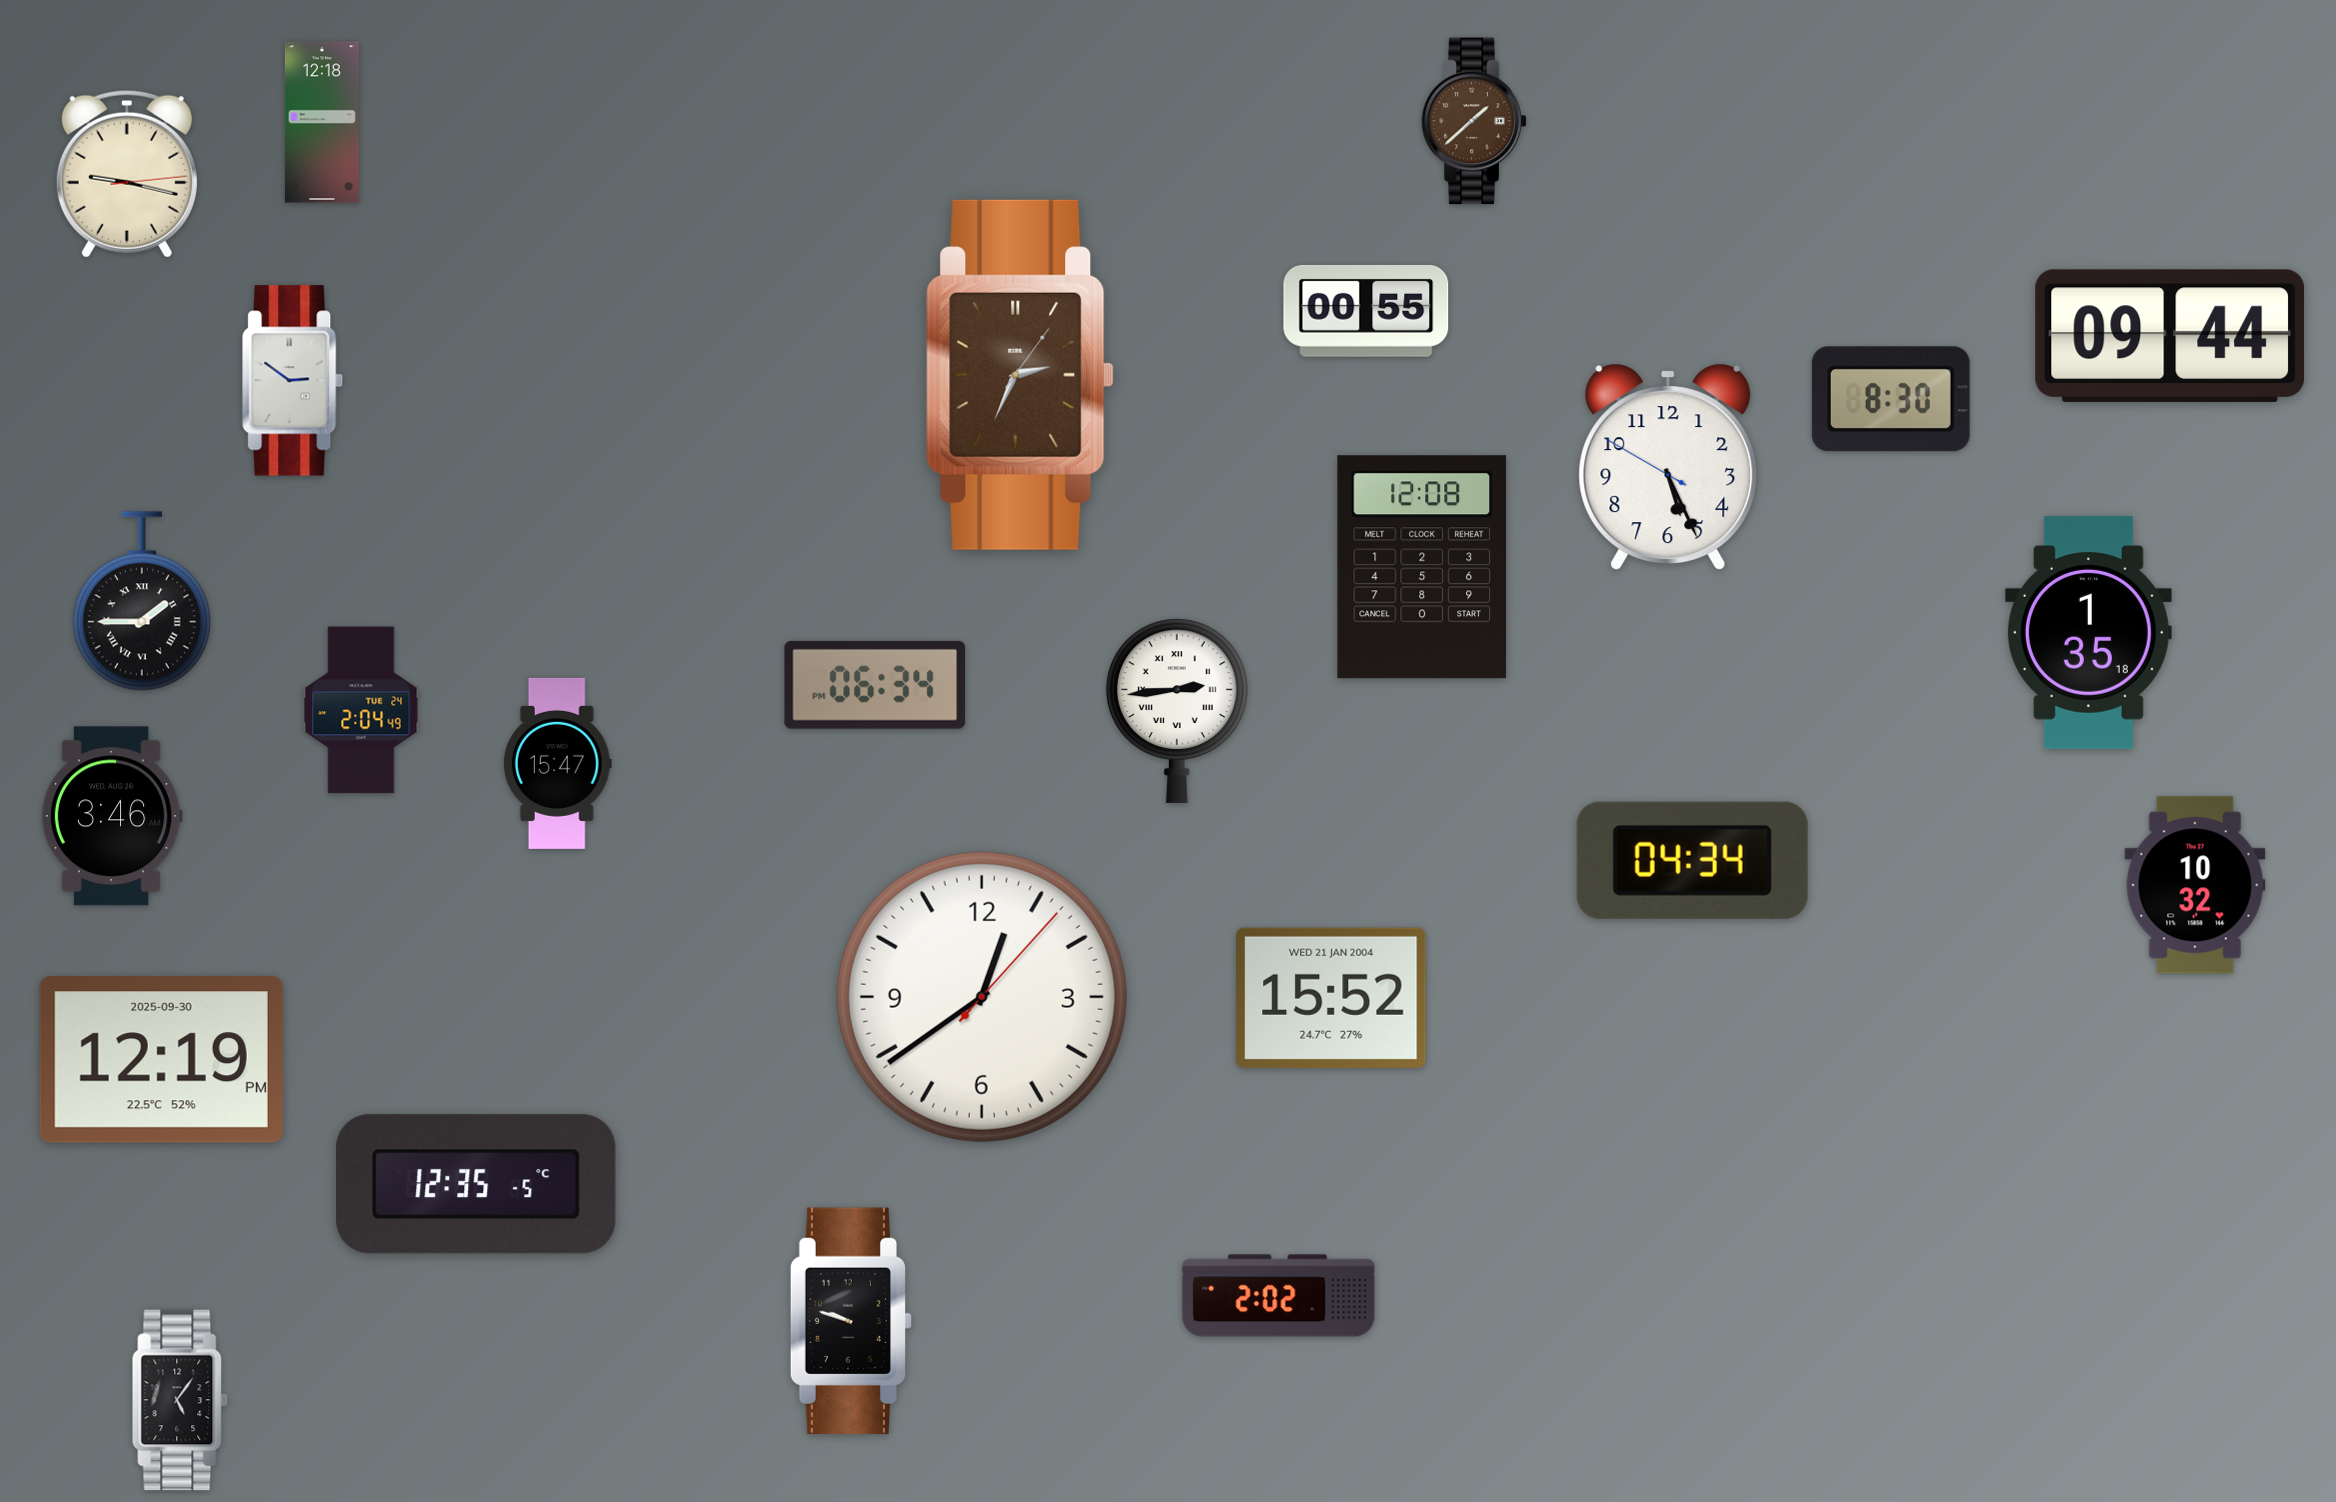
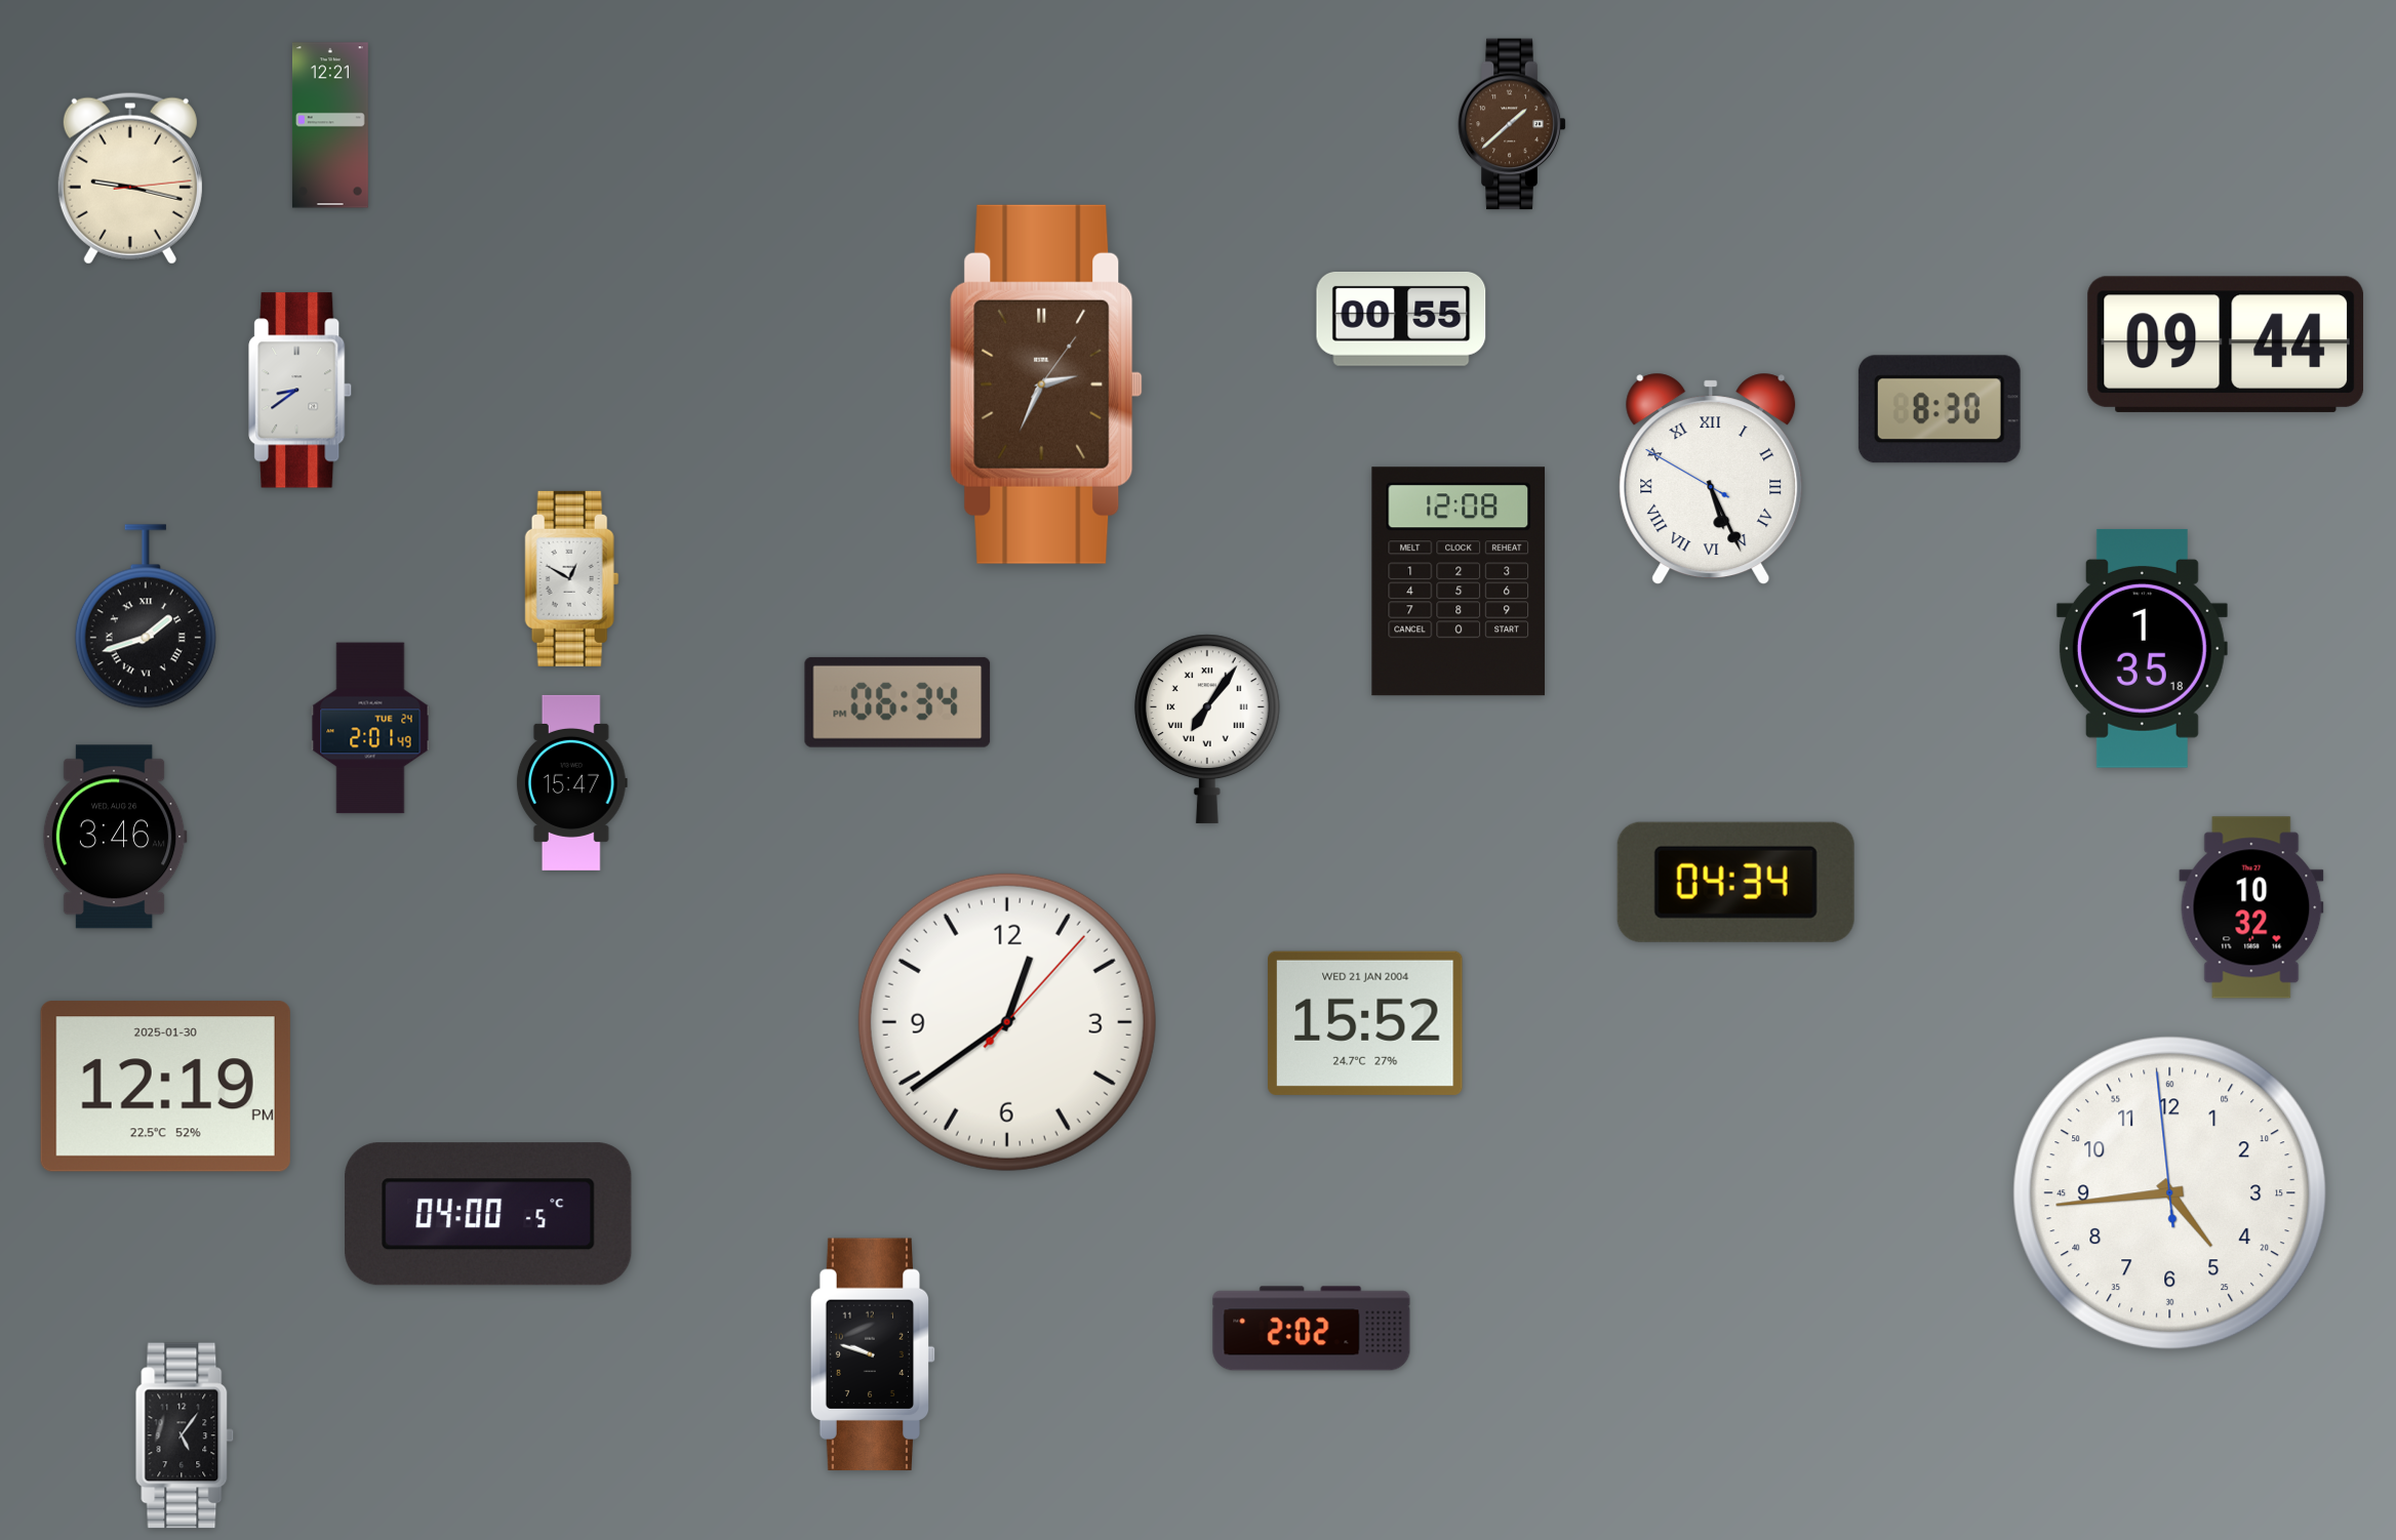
clock at (322, 122): 12:18 -> 12:21
clock at (293, 381): 2:51 -> 8:39
clock at (1668, 467) numerals: Arabic -> Roman
clock at (572, 578): none -> 12:50
clock at (142, 601): 1:45 -> 1:42
clock at (361, 710): 2:04 -> 2:01
clock at (1177, 711): 2:44 -> 7:06
clock at (161, 1060) date: 2025-09-30 -> 2025-01-30
clock at (2170, 1193): none -> 4:43
clock at (476, 1184): 12:35 -> 04:00
